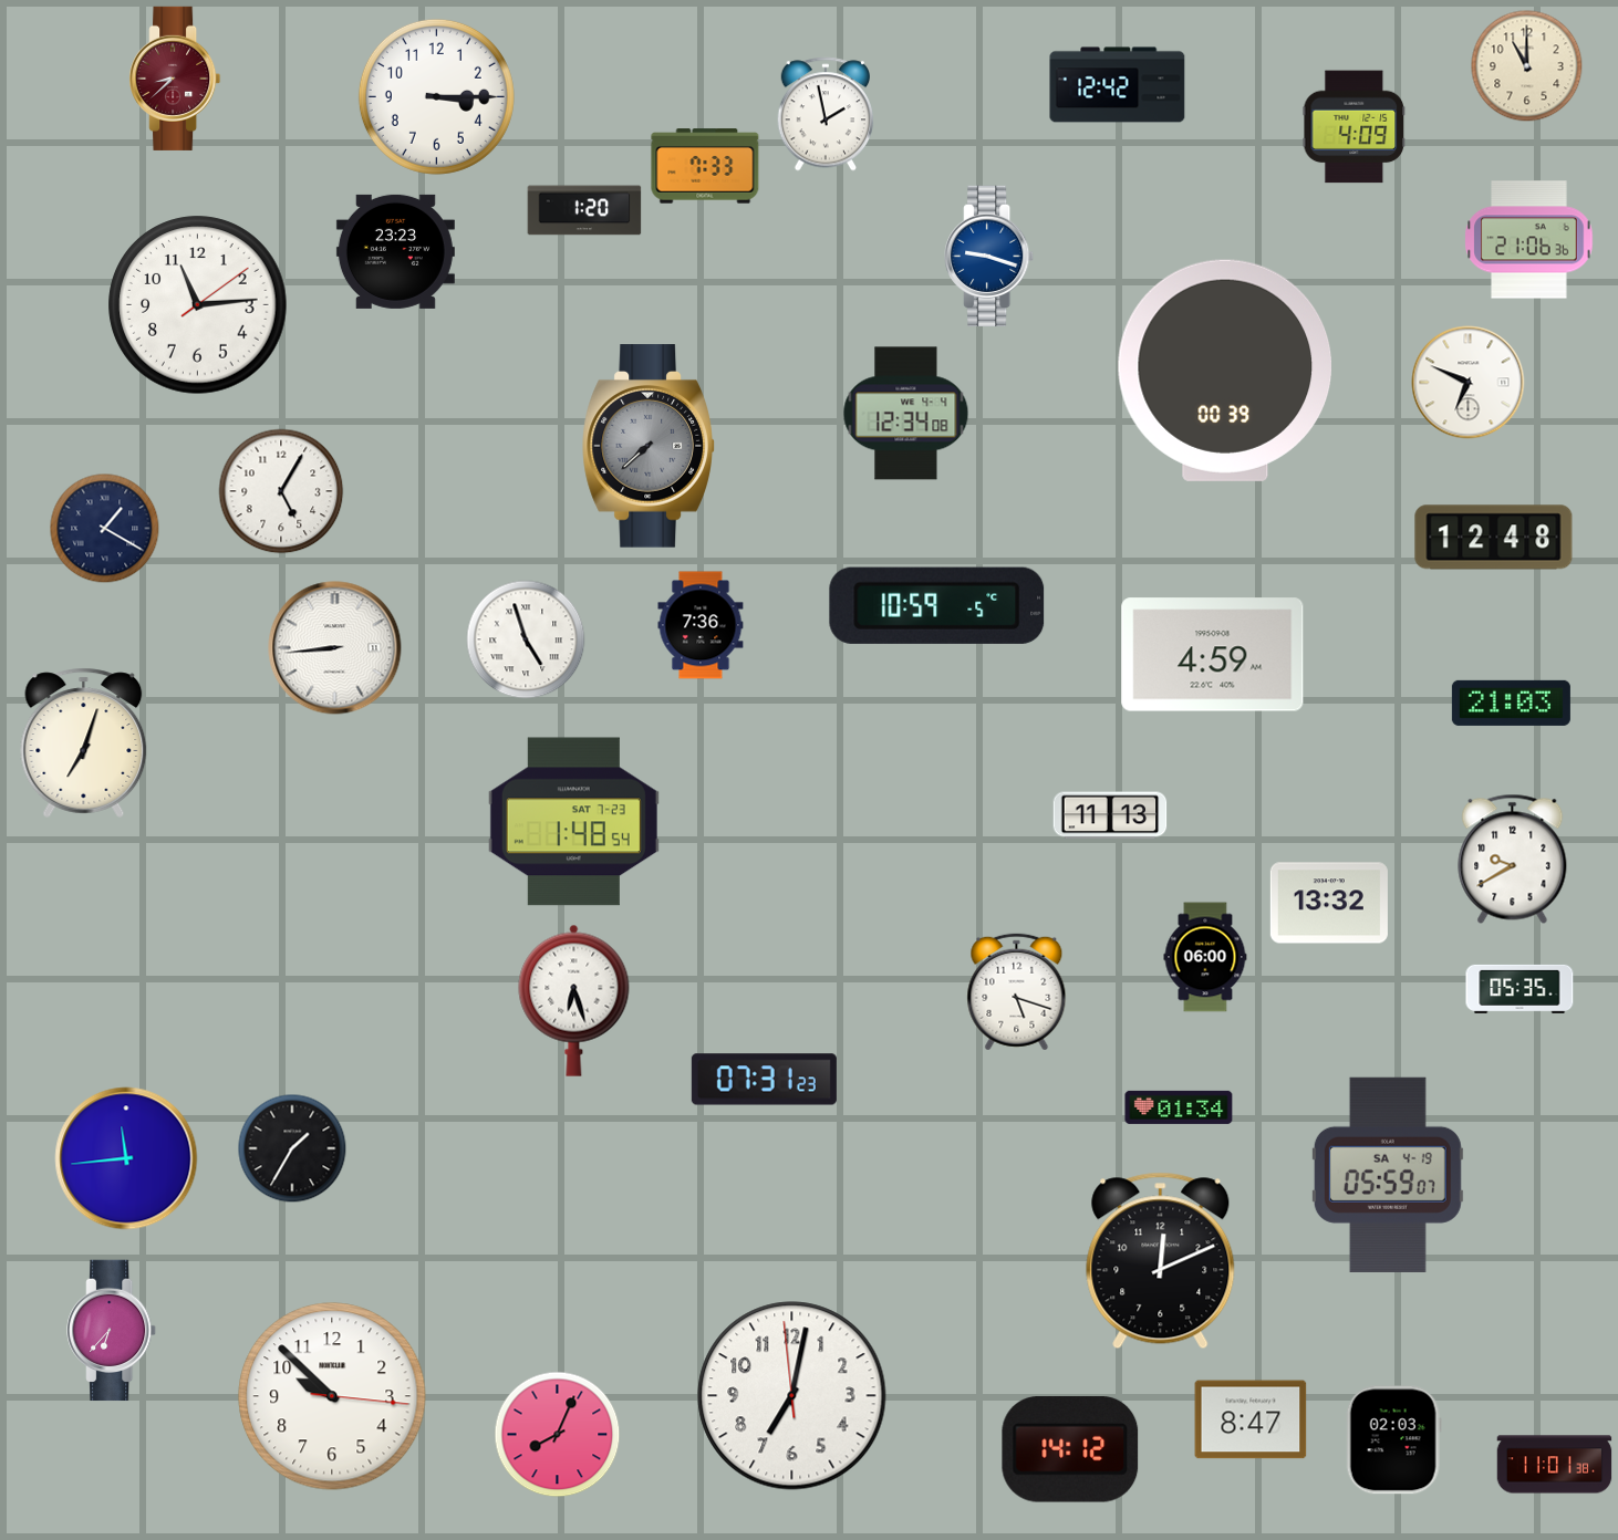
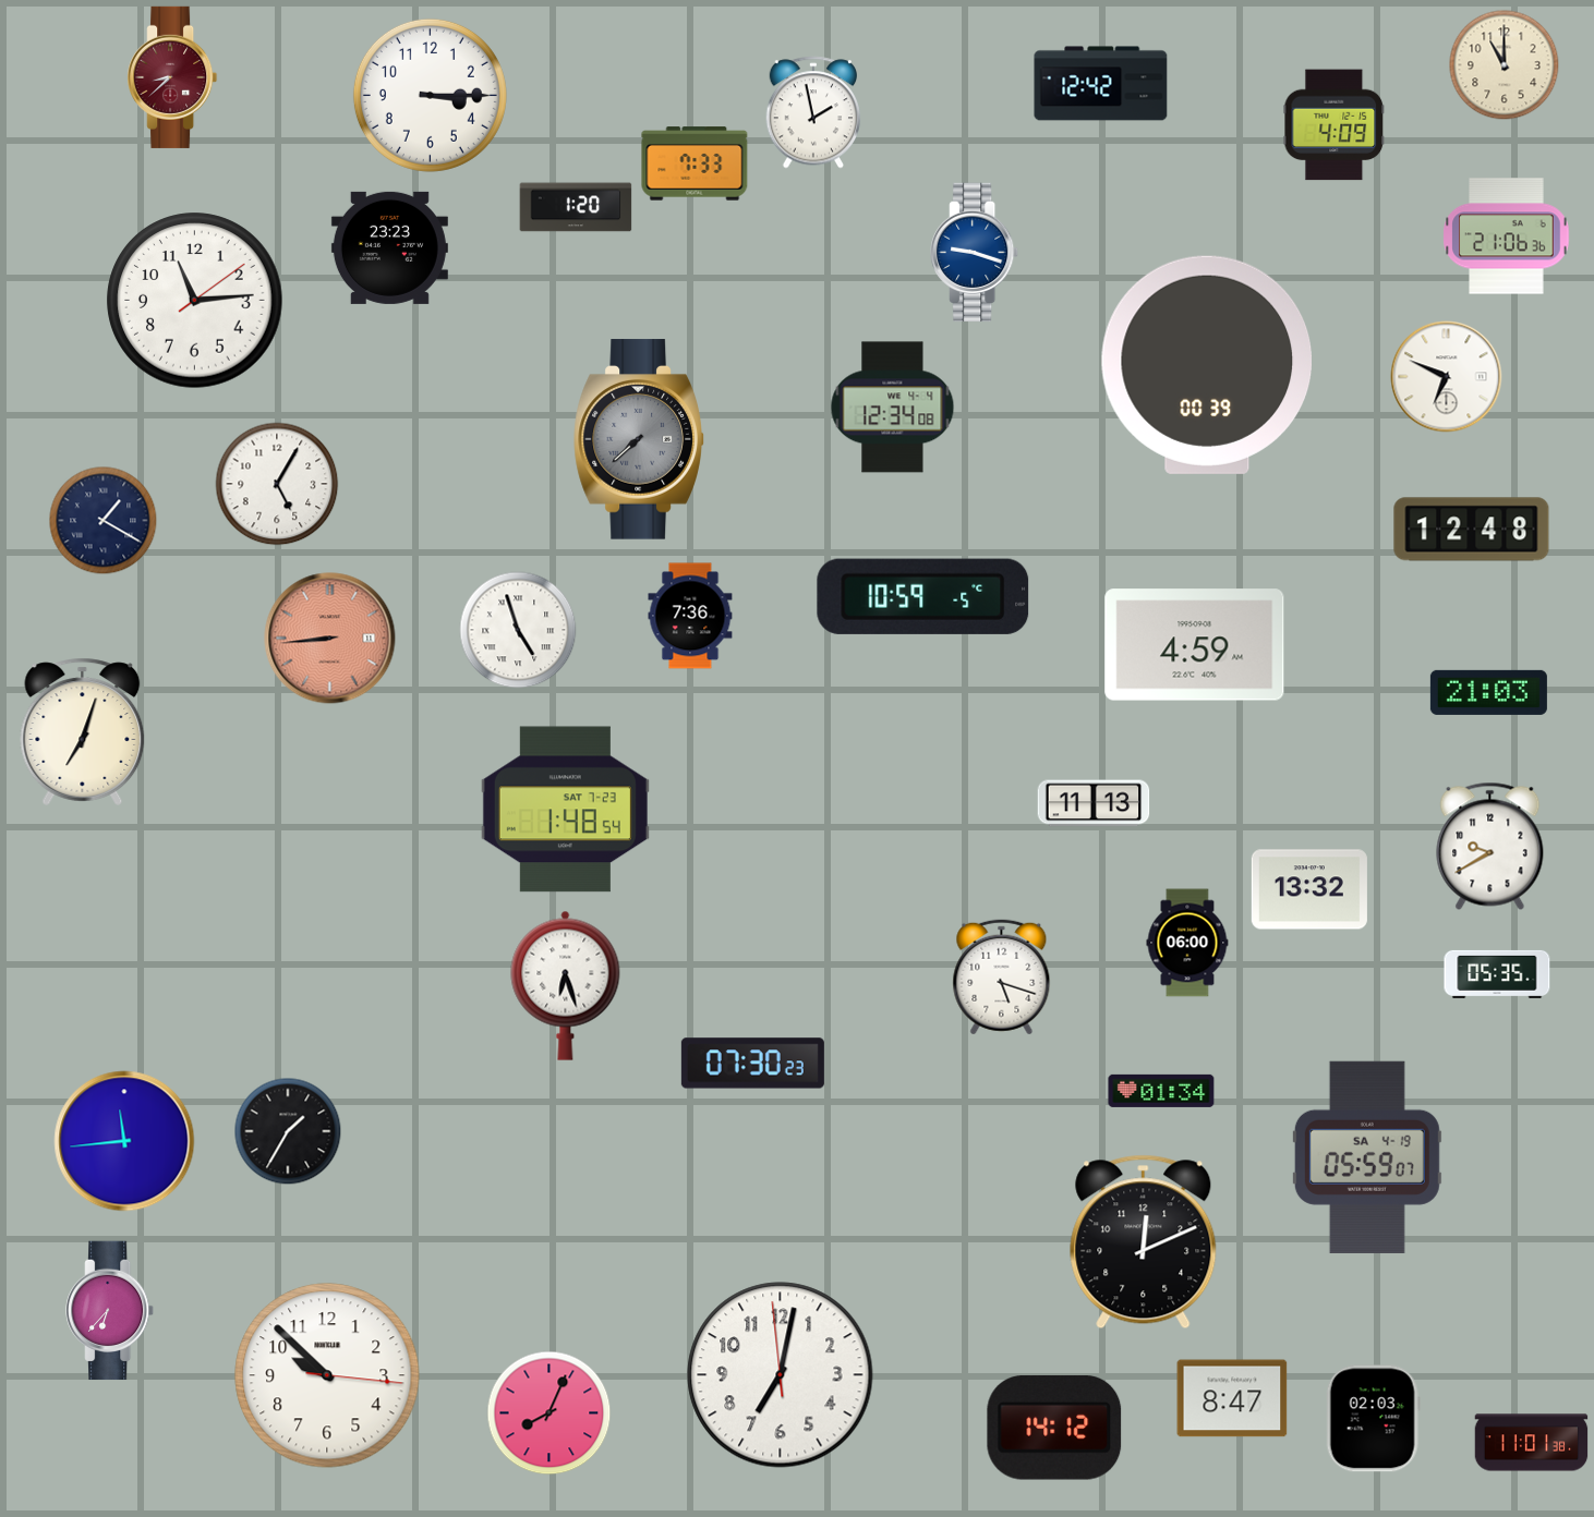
clock at (335, 648) dial: white -> salmon
clock at (764, 1080): 07:31 -> 07:30
